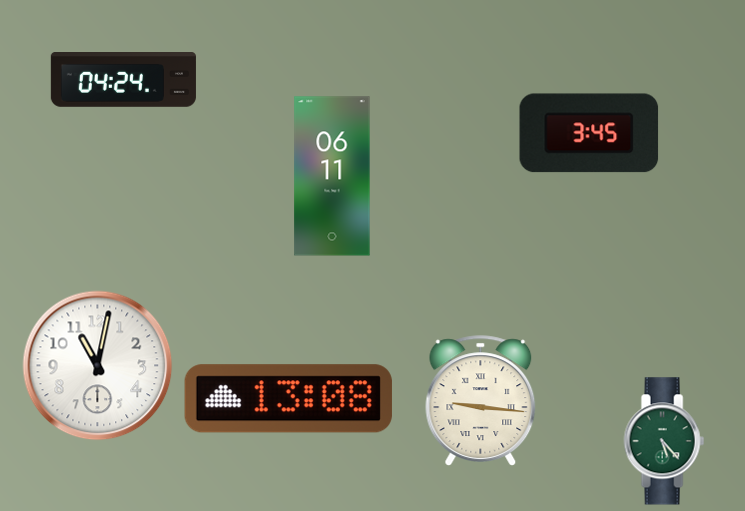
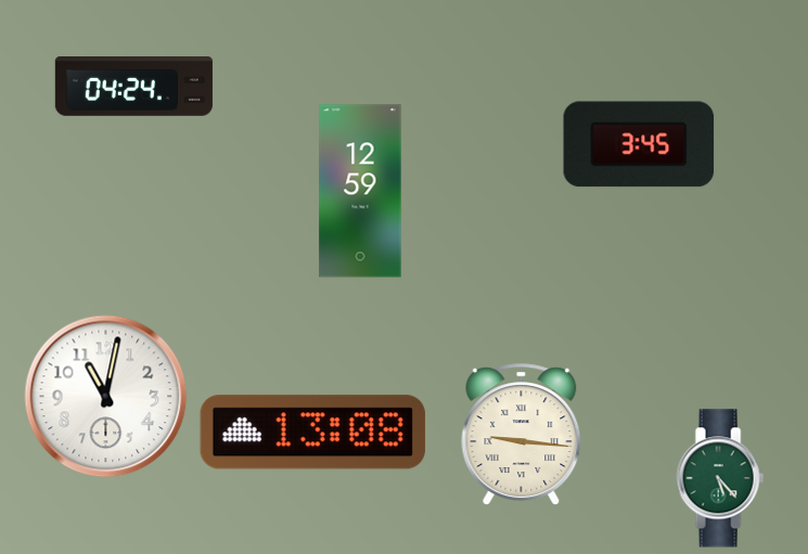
clock at (332, 176): 06:11 -> 12:59
